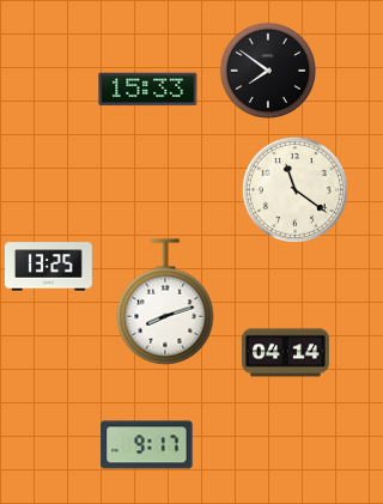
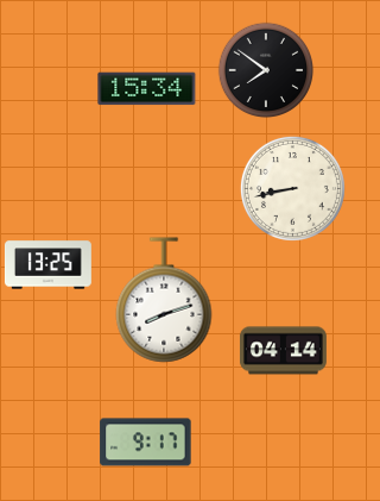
clock at (148, 90): 15:33 -> 15:34
clock at (294, 189): 11:21 -> 8:43
